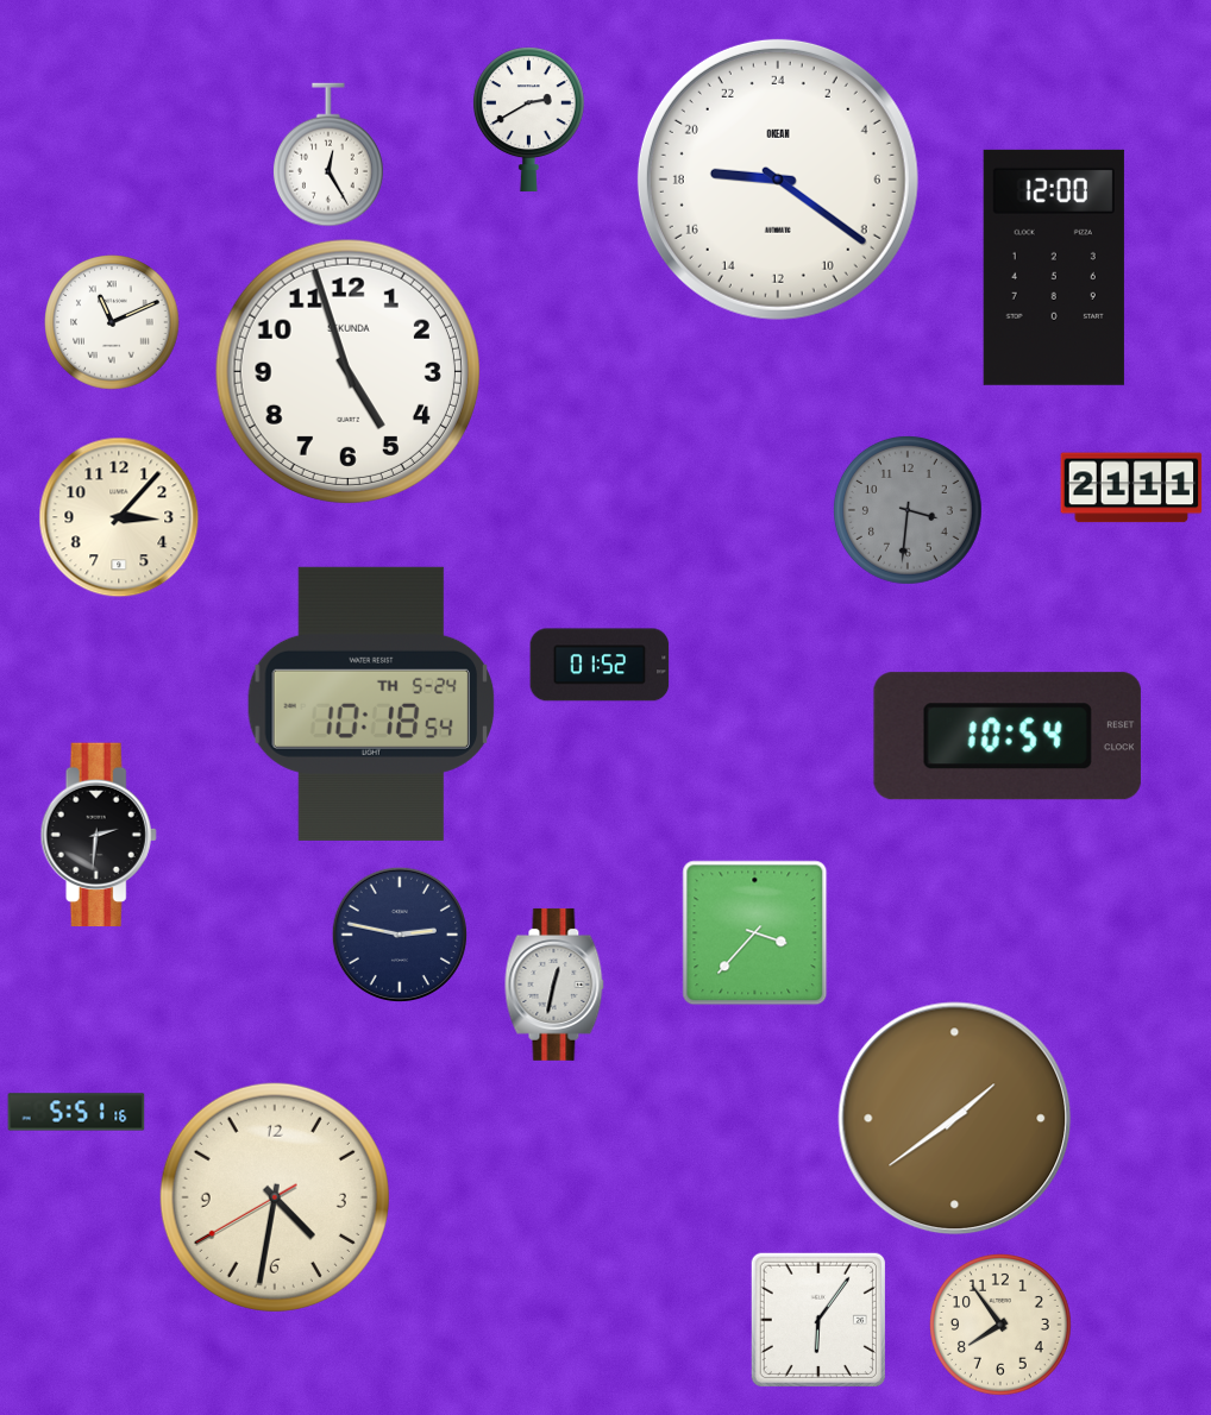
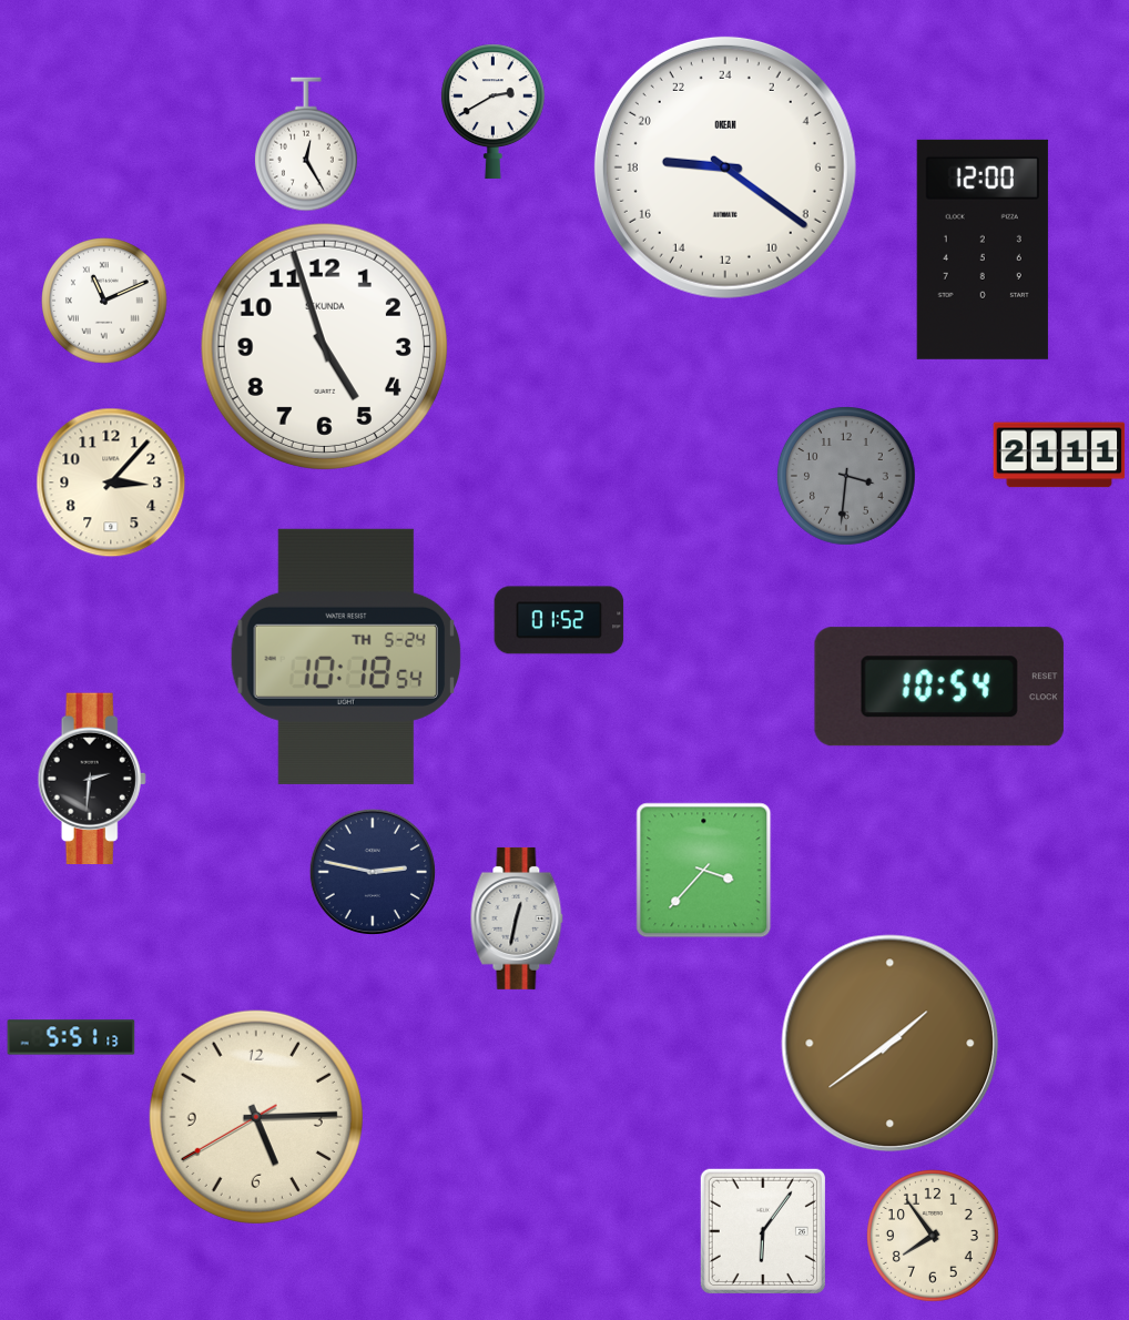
clock at (1131, 488) position: (1131, 488) -> (1059, 455)
clock at (76, 1112): 5:51:16 -> 5:51:13
clock at (275, 1197): 4:31 -> 5:14
